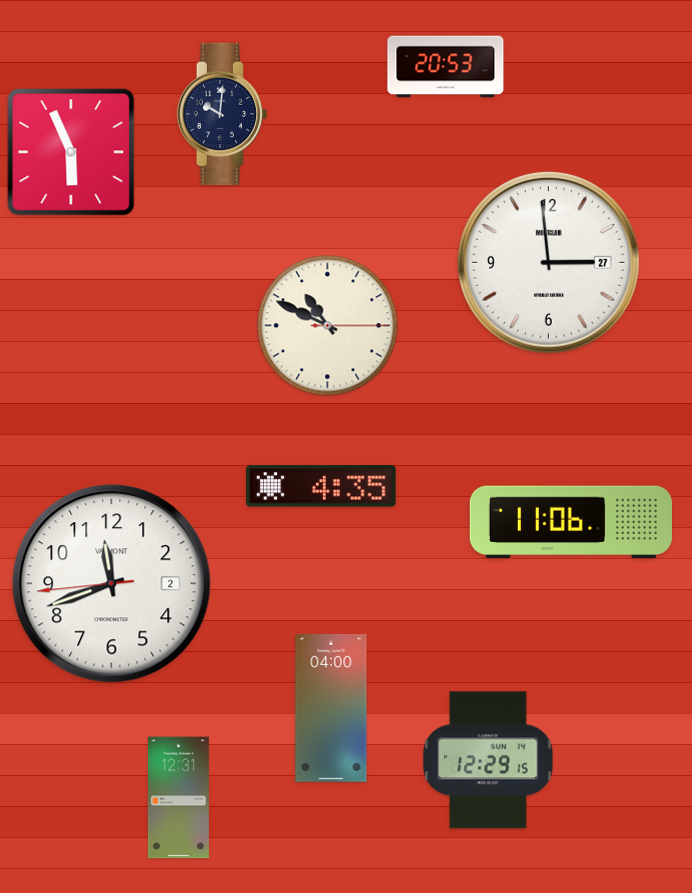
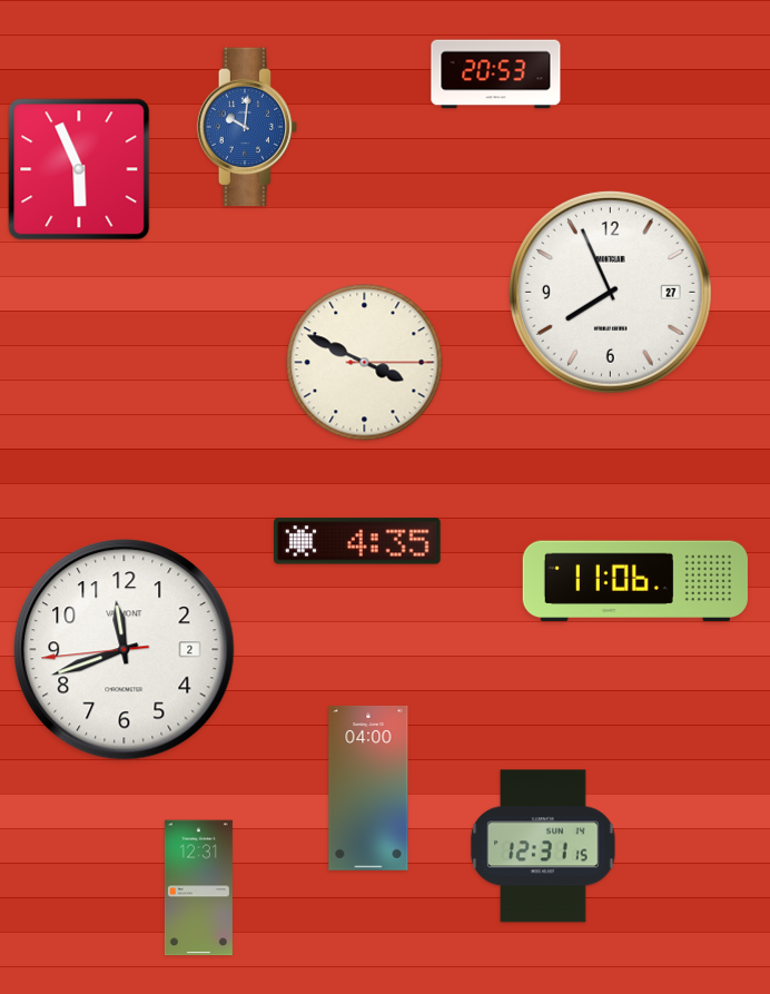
clock at (222, 114) dial: navy -> blue
clock at (548, 262): 2:59 -> 7:56
clock at (328, 326): 10:49 -> 3:49
clock at (488, 760): 12:29 -> 12:31
